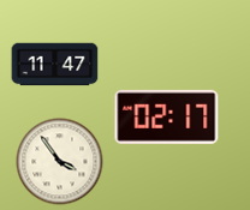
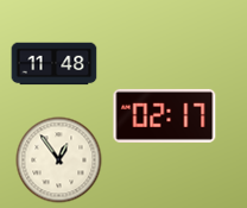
clock at (55, 65): 11:47 -> 11:48
clock at (60, 162): 3:54 -> 12:54
